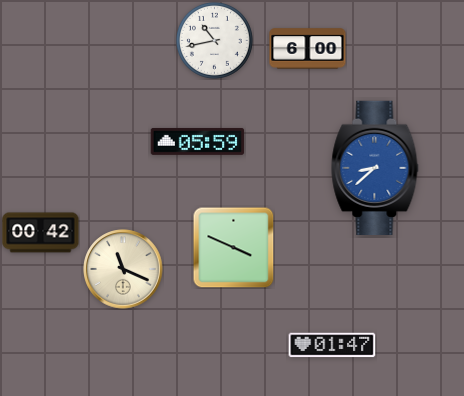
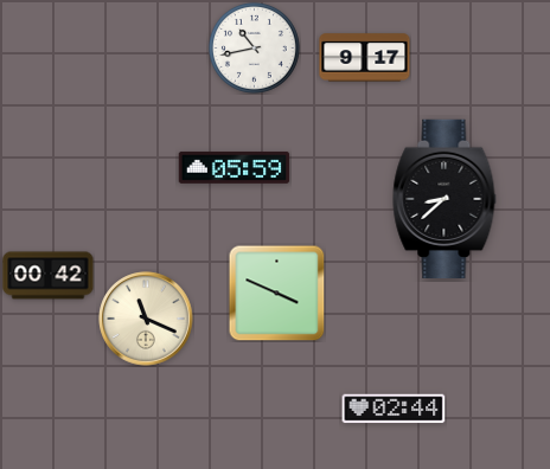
clock at (308, 49): 6:00 -> 9:17
clock at (375, 167) dial: blue -> black
clock at (332, 345): 01:47 -> 02:44
